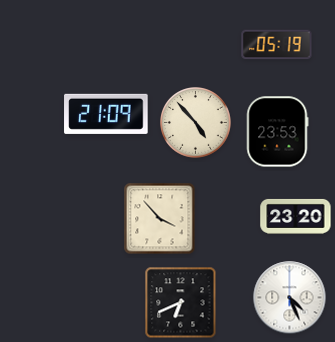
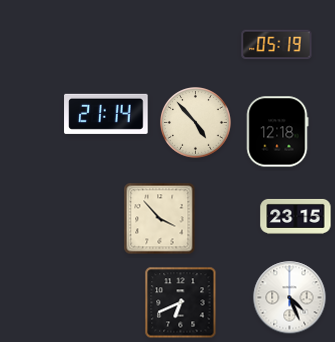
clock at (106, 114): 21:09 -> 21:14
clock at (277, 132): 23:53 -> 12:18
clock at (296, 216): 23:20 -> 23:15
